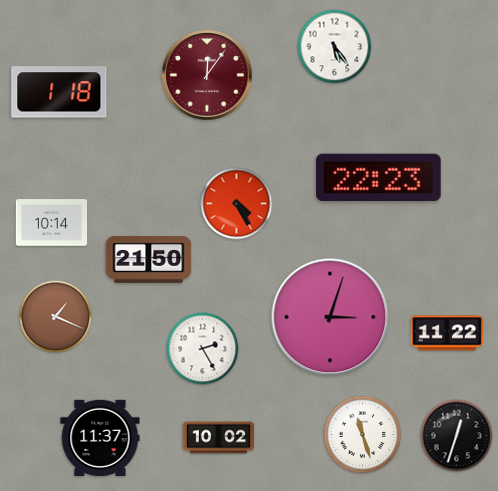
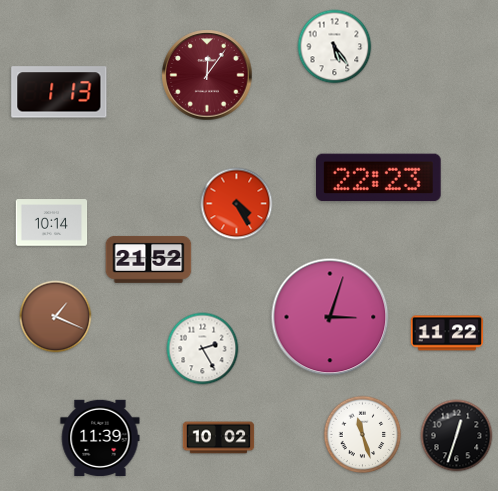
clock at (59, 92): 1:18 -> 1:13
clock at (149, 259): 21:50 -> 21:52
clock at (100, 437): 11:37 -> 11:39
